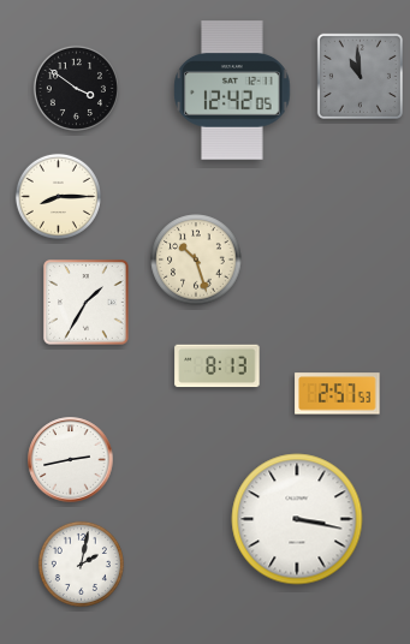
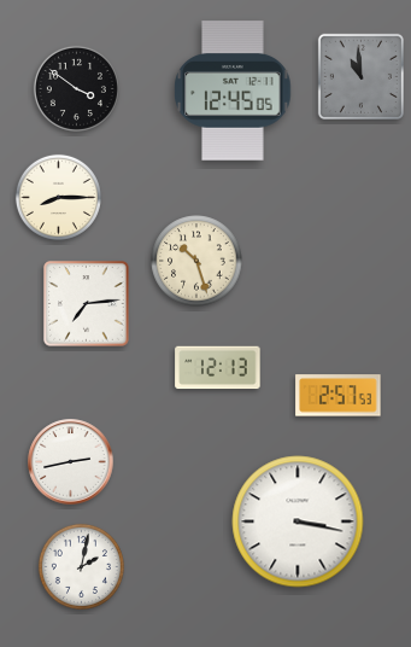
clock at (232, 90): 12:42 -> 12:45
clock at (87, 303): 1:35 -> 7:14
clock at (218, 366): 8:13 -> 12:13
